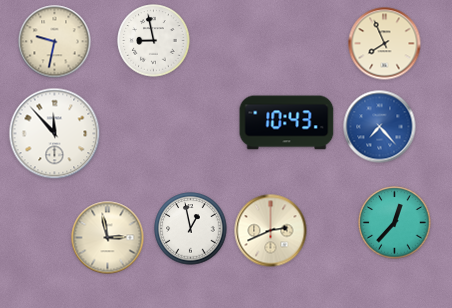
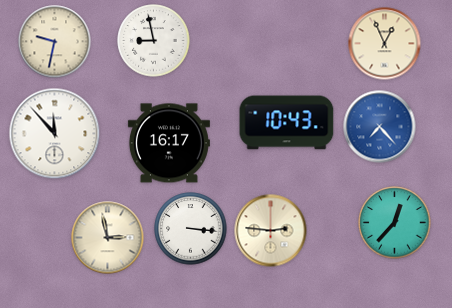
clock at (385, 44): 7:56 -> 12:56
clock at (169, 143): none -> 16:17
clock at (191, 229): 12:58 -> 3:16
clock at (271, 231): 2:41 -> 2:46
